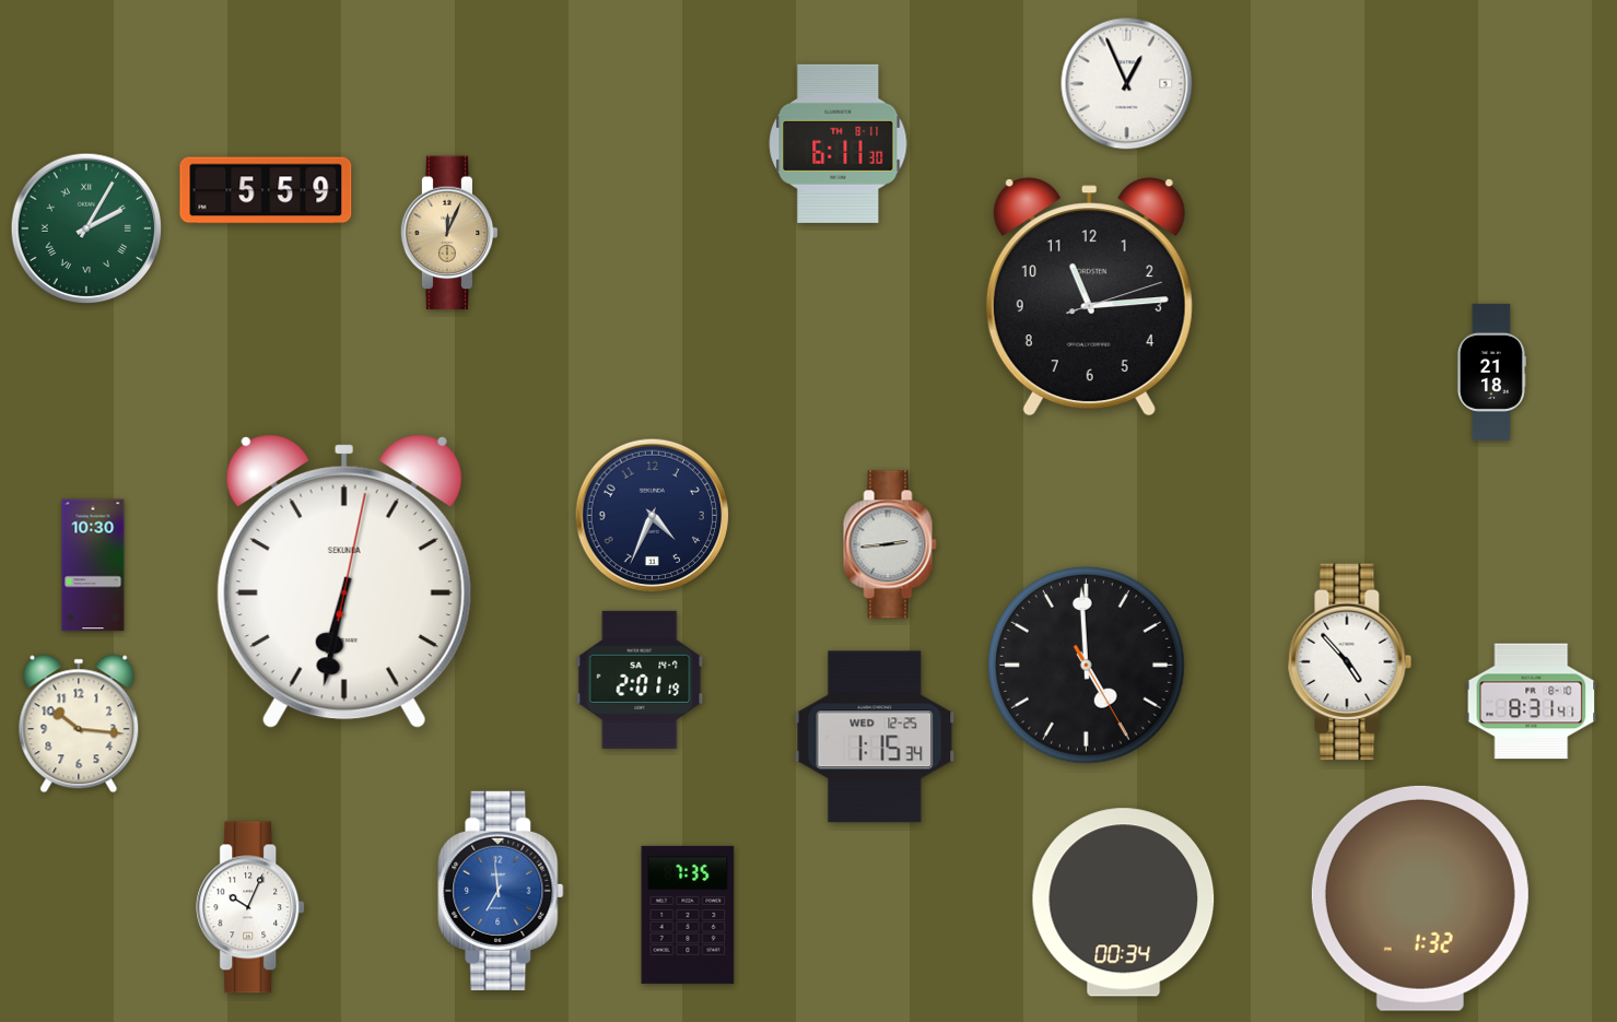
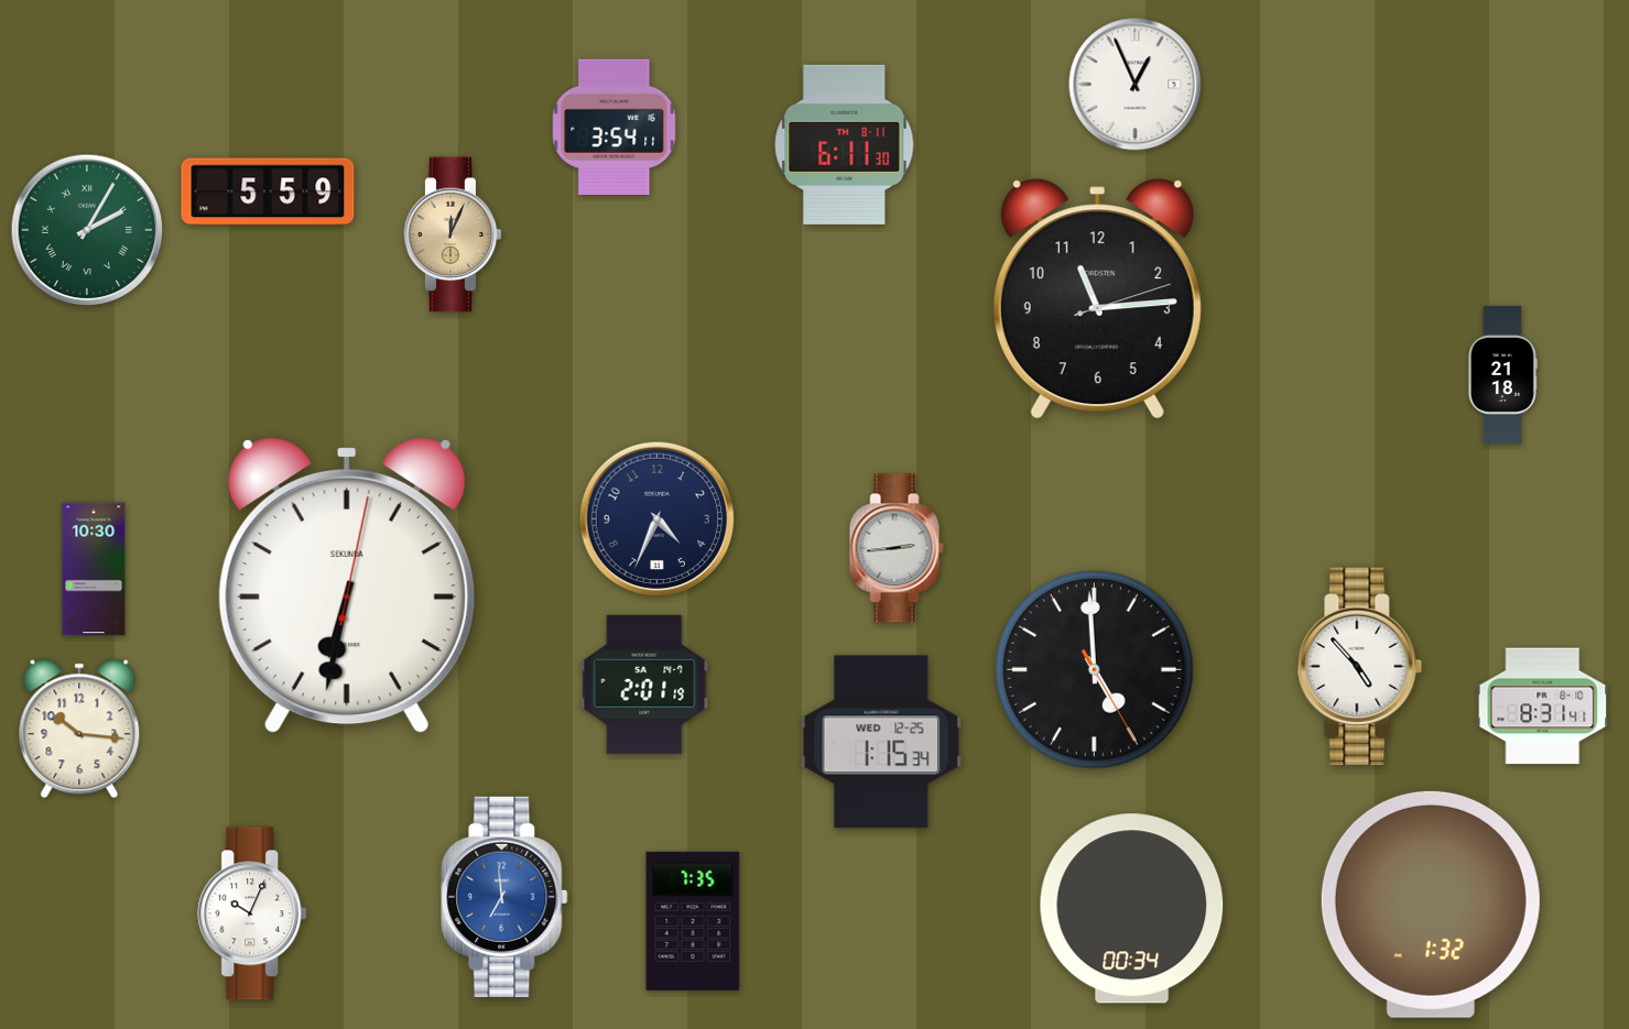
clock at (615, 127): none -> 3:54
